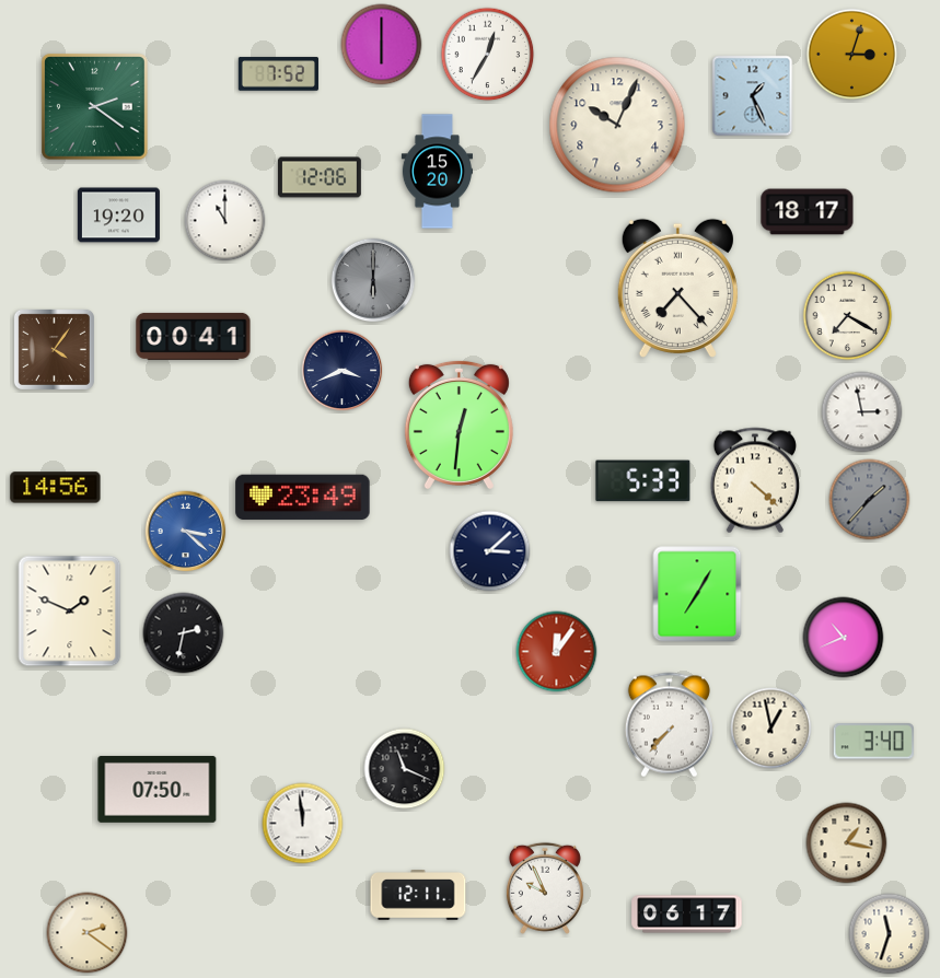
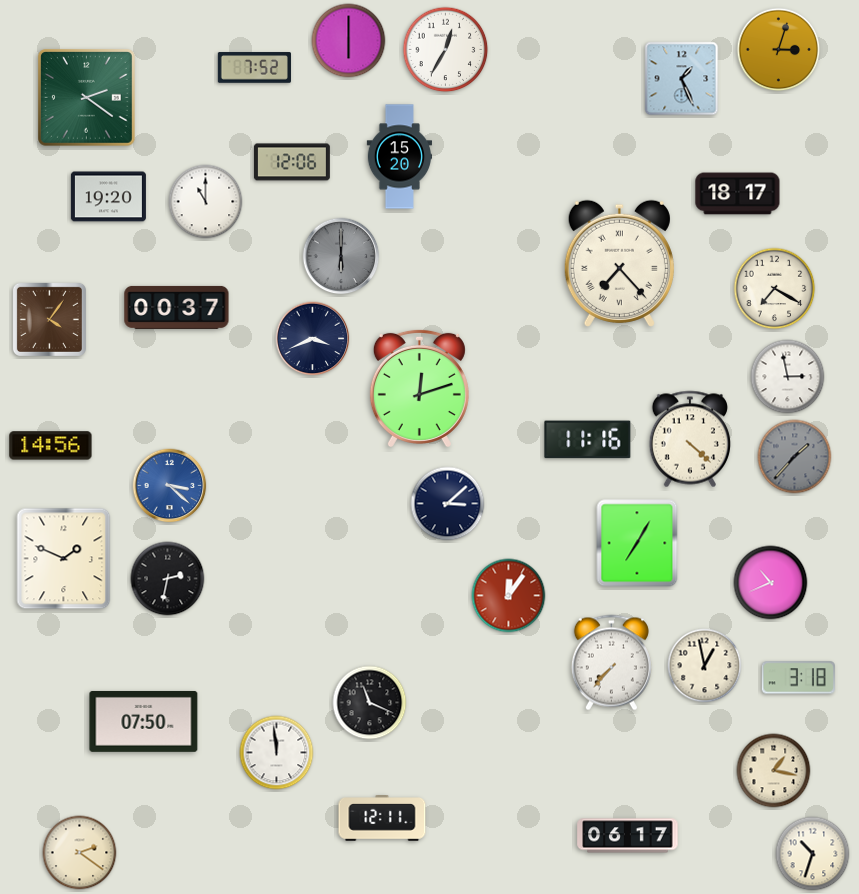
clock at (753, 96) position: (753, 96) -> (682, 79)
clock at (617, 125): 10:04 -> none
clock at (194, 336): 00:41 -> 00:37
clock at (459, 424): 12:31 -> 12:12
clock at (643, 481): 5:33 -> 11:16
clock at (303, 498): 23:49 -> none
clock at (873, 742): 3:40 -> 3:18
clock at (545, 888): 9:56 -> none
clock at (890, 934): 11:33 -> 10:33
